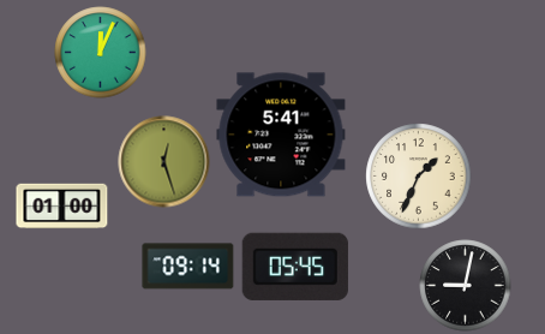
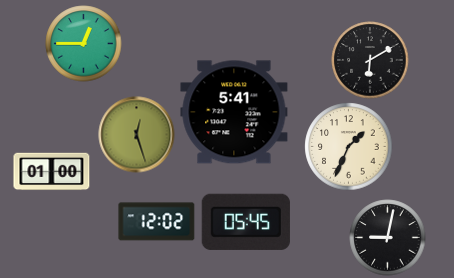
clock at (101, 53): 12:04 -> 12:45
clock at (370, 60): none -> 6:10
clock at (188, 267): 09:14 -> 12:02
